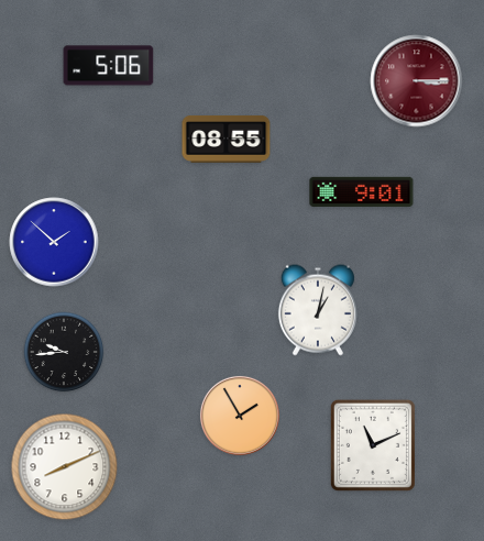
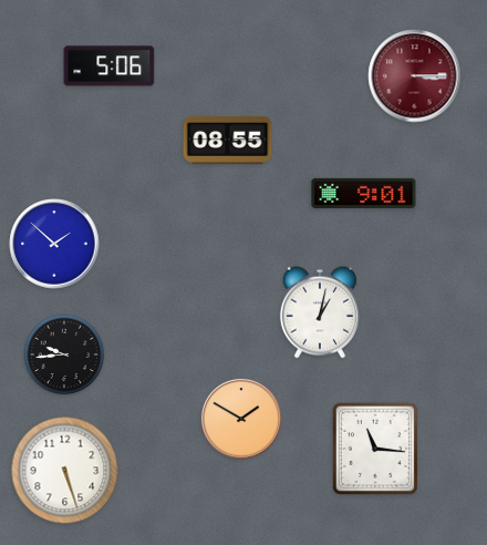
clock at (417, 81) position: (417, 81) -> (415, 76)
clock at (240, 416): 1:55 -> 1:50
clock at (373, 445): 11:11 -> 11:16
clock at (65, 467): 8:11 -> 5:27
